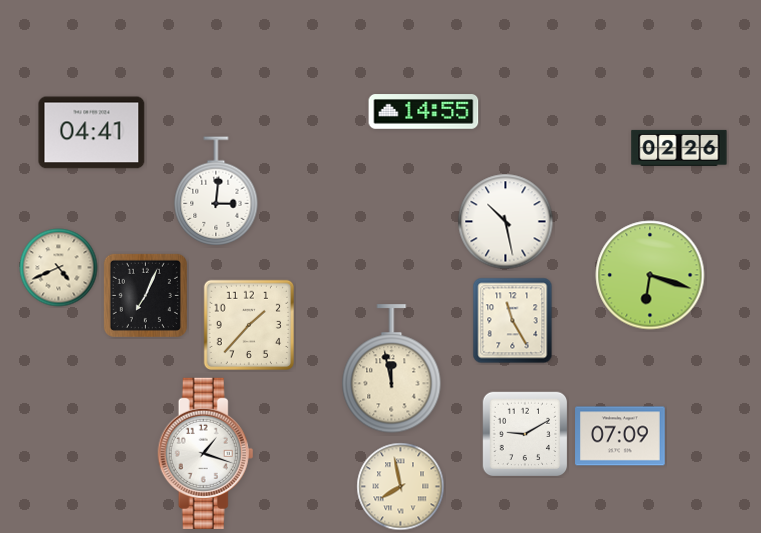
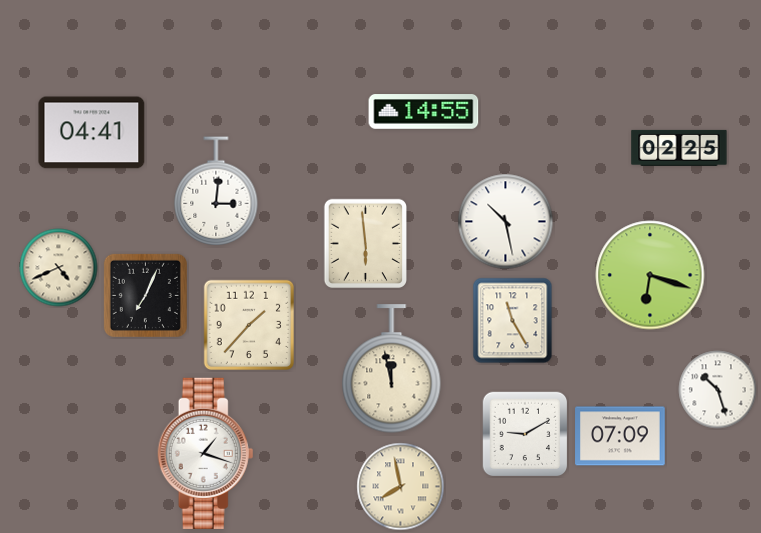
clock at (679, 148): 02:26 -> 02:25
clock at (365, 244): none -> 5:59
clock at (718, 390): none -> 10:27
